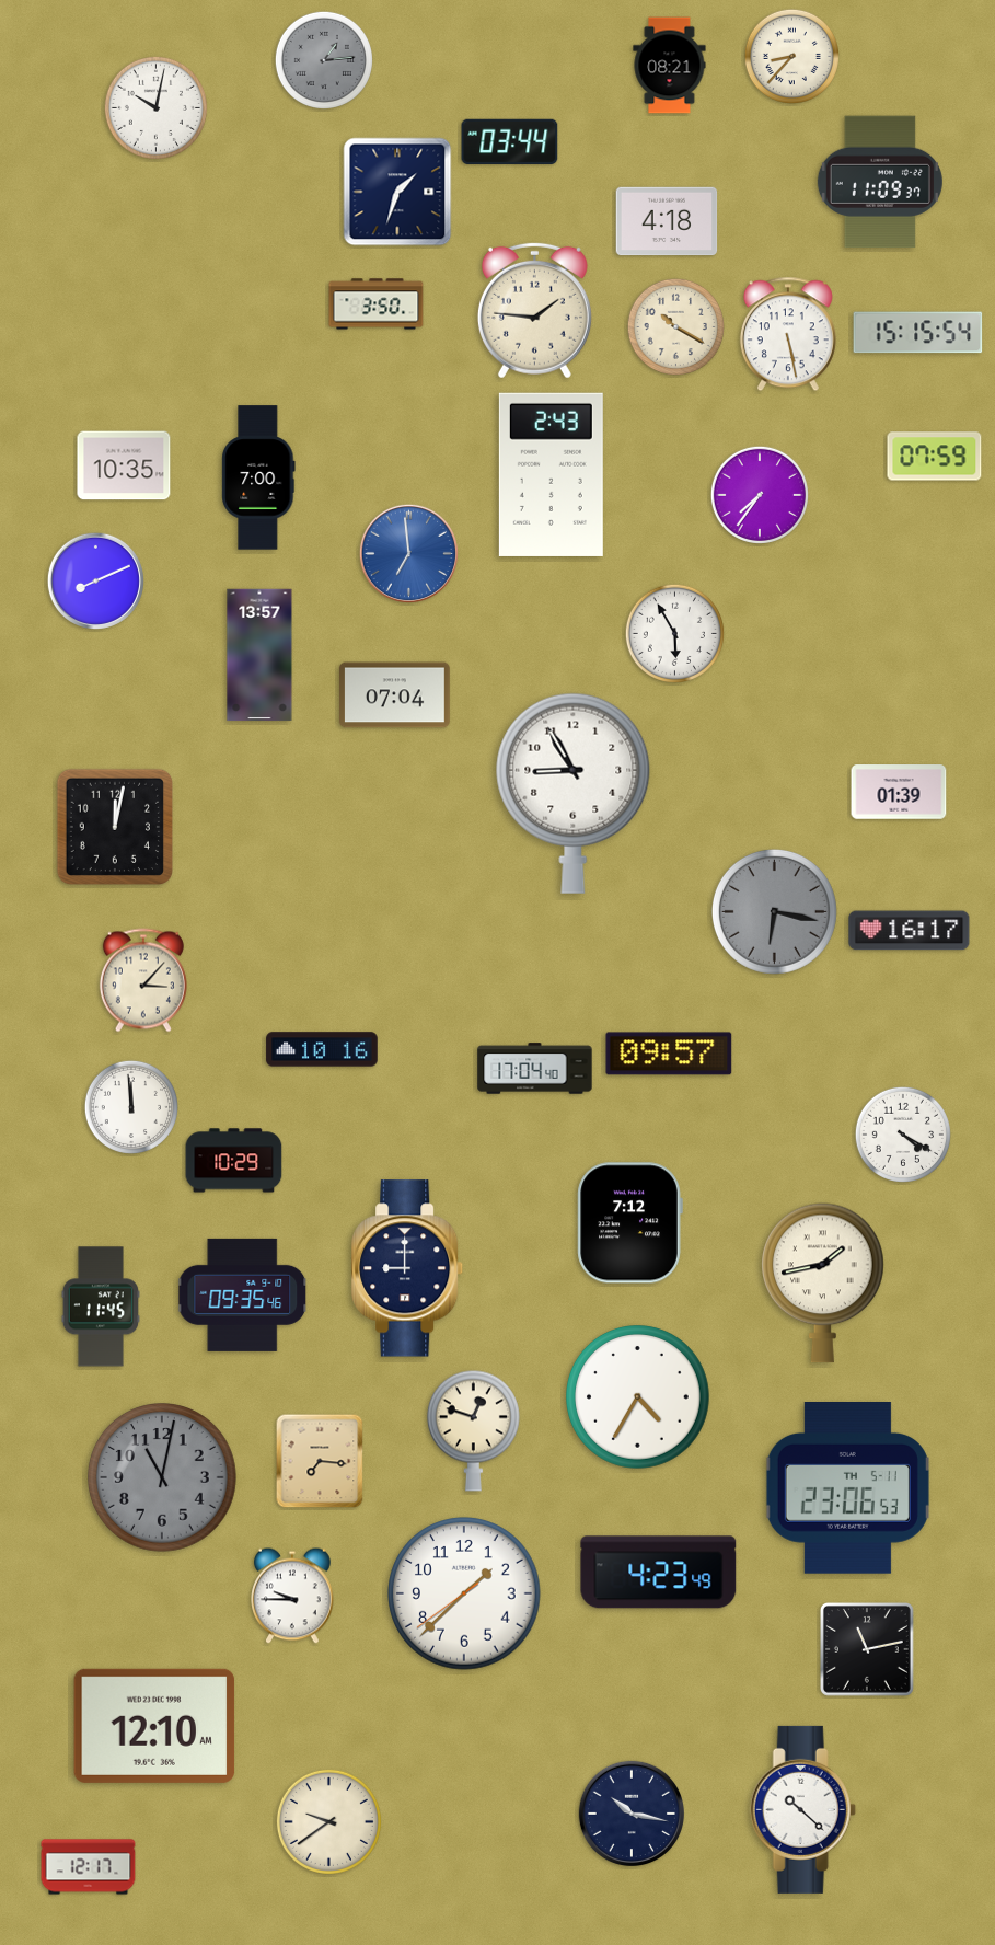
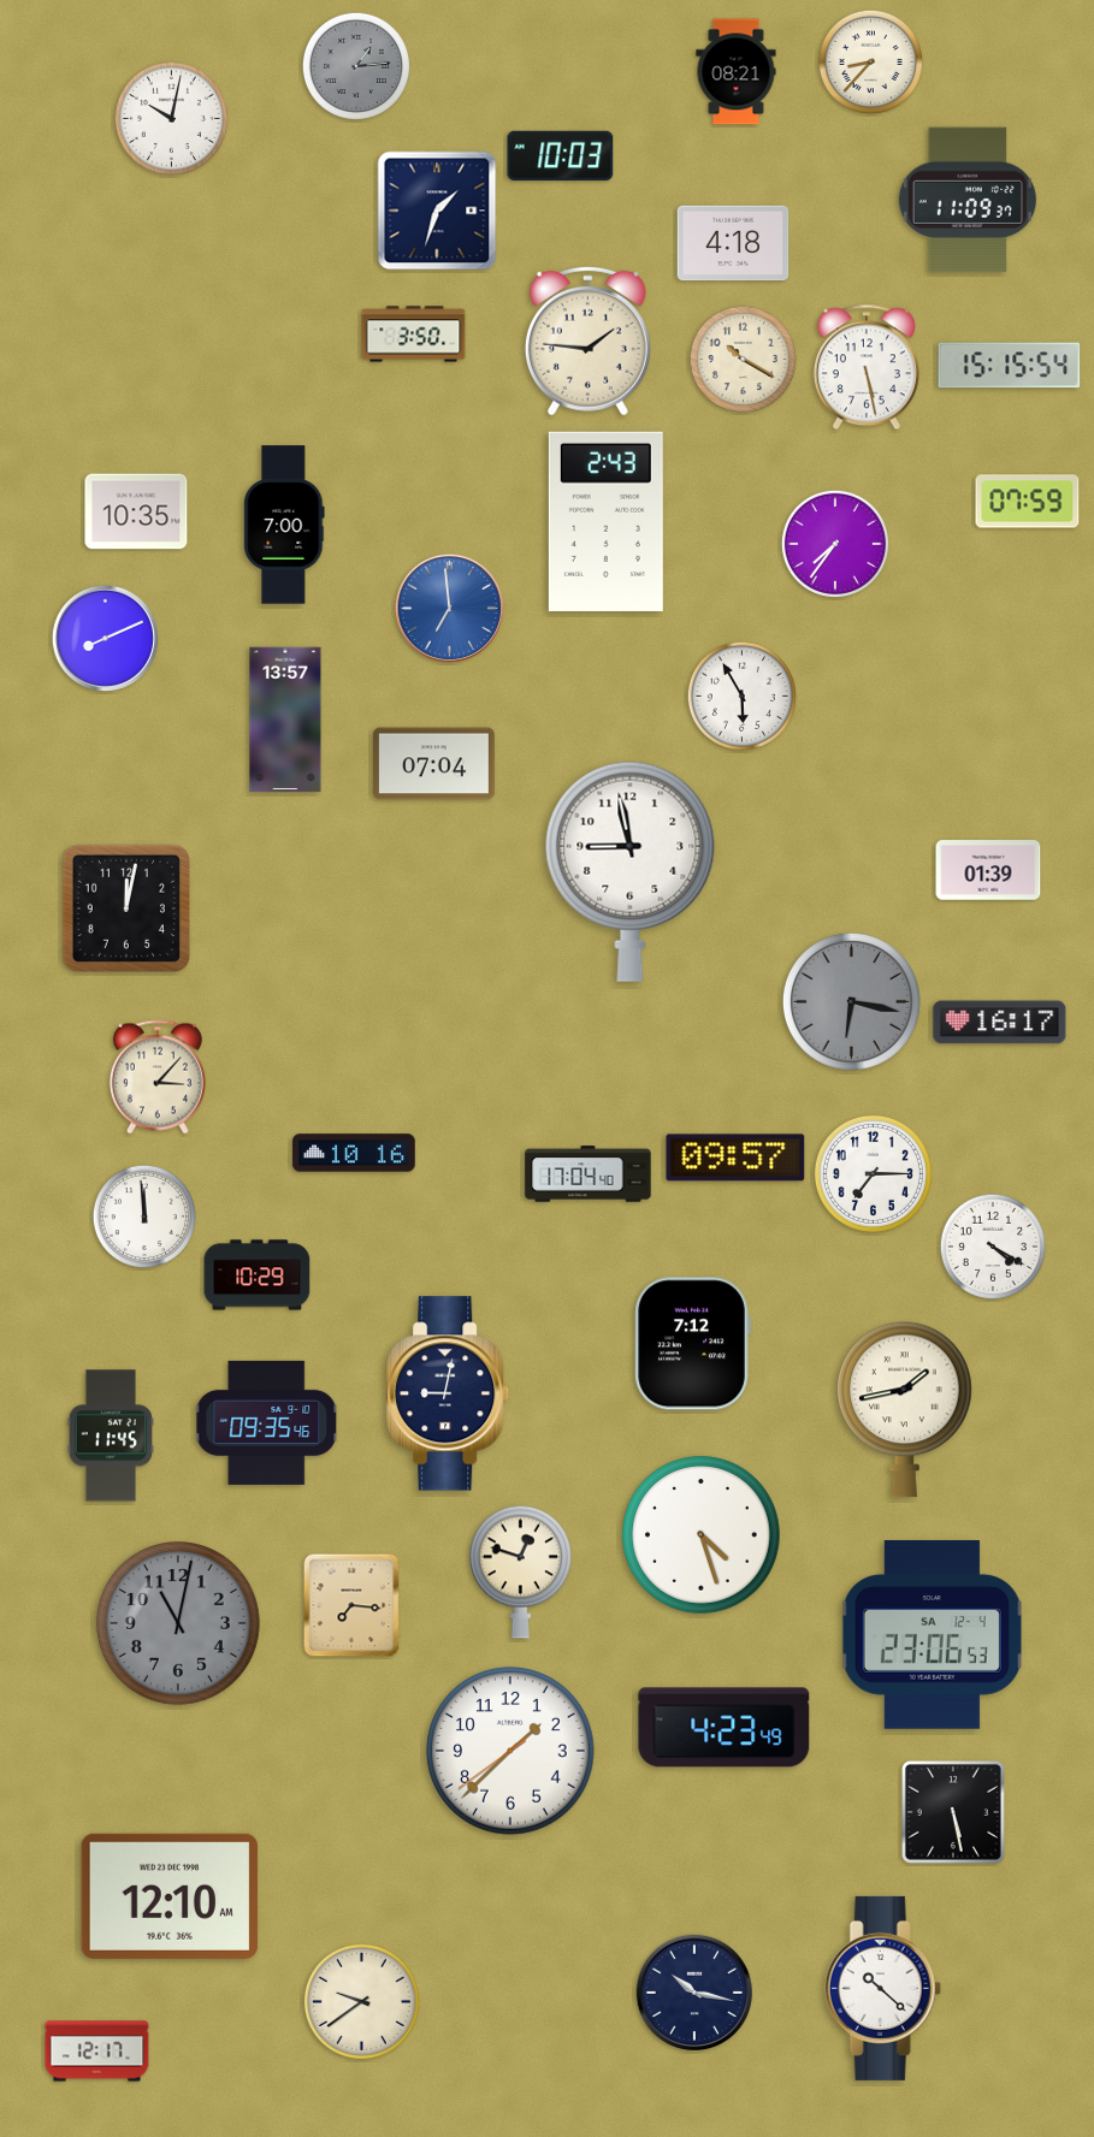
clock at (510, 141): 03:44 -> 10:03
clock at (574, 793): 8:55 -> 8:58
clock at (873, 1173): none -> 7:15
clock at (408, 1268): 9:00 -> 9:02
clock at (638, 1397): 4:35 -> 4:27
clock at (847, 1488) date: TH 5-11 -> SA 12-4
clock at (292, 1596): 9:45 -> none
clock at (867, 1649): 11:13 -> 5:28
